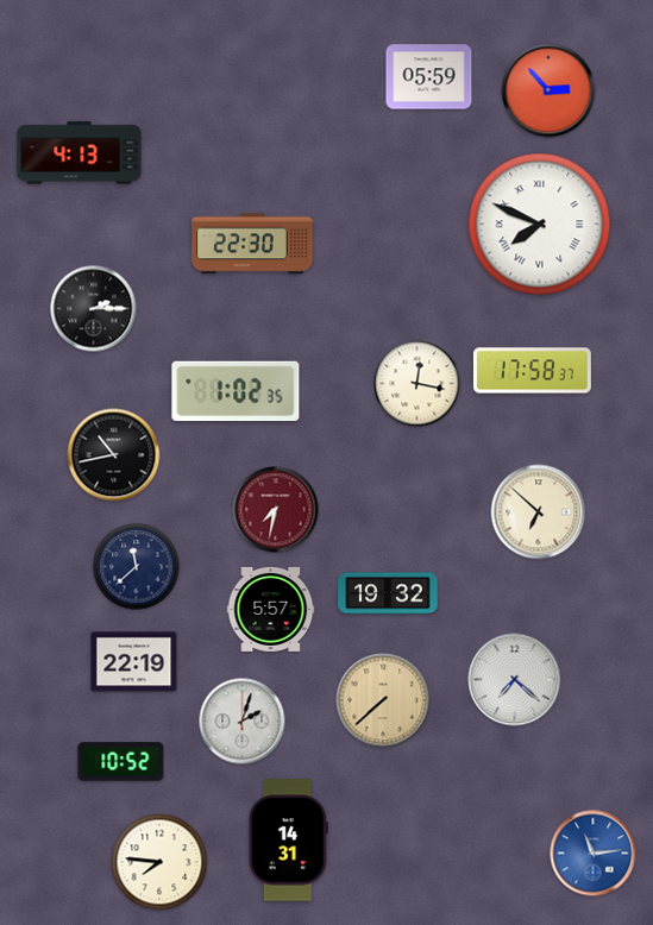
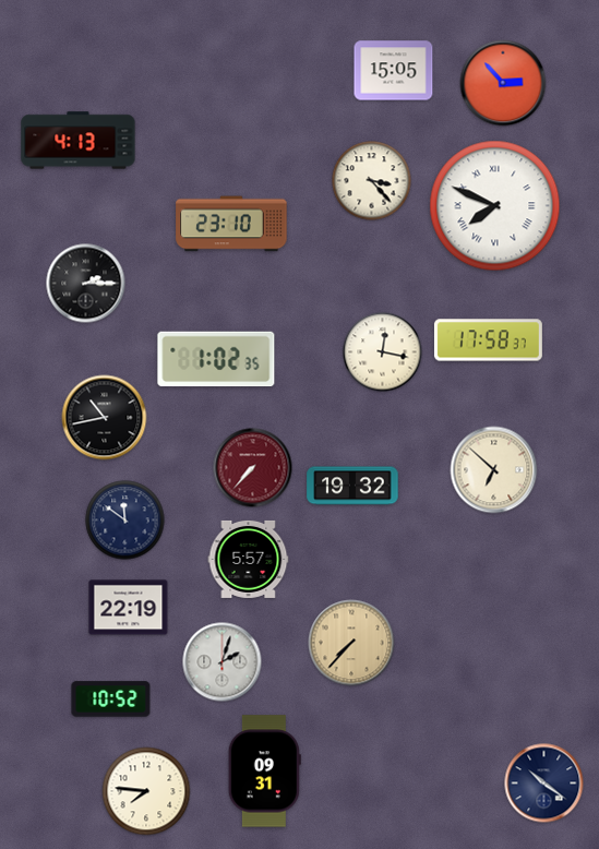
clock at (429, 77): 05:59 -> 15:05
clock at (80, 153) position: (80, 153) -> (79, 141)
clock at (372, 181): none -> 3:23
clock at (252, 244): 22:30 -> 23:10
clock at (276, 510): 7:32 -> 7:37
clock at (137, 567): 11:38 -> 11:51
clock at (388, 593) position: (388, 593) -> (352, 486)
clock at (134, 662) position: (134, 662) -> (129, 608)
clock at (515, 680): 7:22 -> none
clock at (383, 700): 7:38 -> 7:37
clock at (288, 841): 14:31 -> 09:31
clock at (594, 854): 11:14 -> 10:21
clock at (594, 854) dial: blue -> navy
